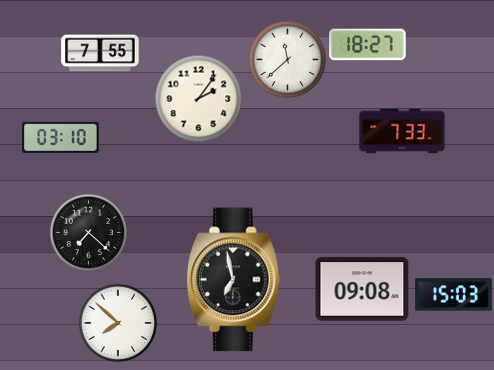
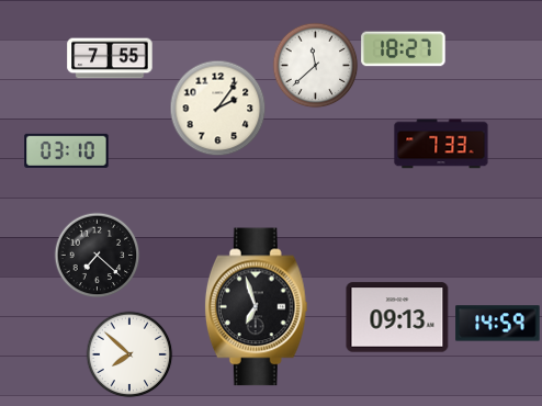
clock at (233, 280): 6:58 -> 6:57
clock at (362, 289): 09:08 -> 09:13
clock at (454, 295): 15:03 -> 14:59
